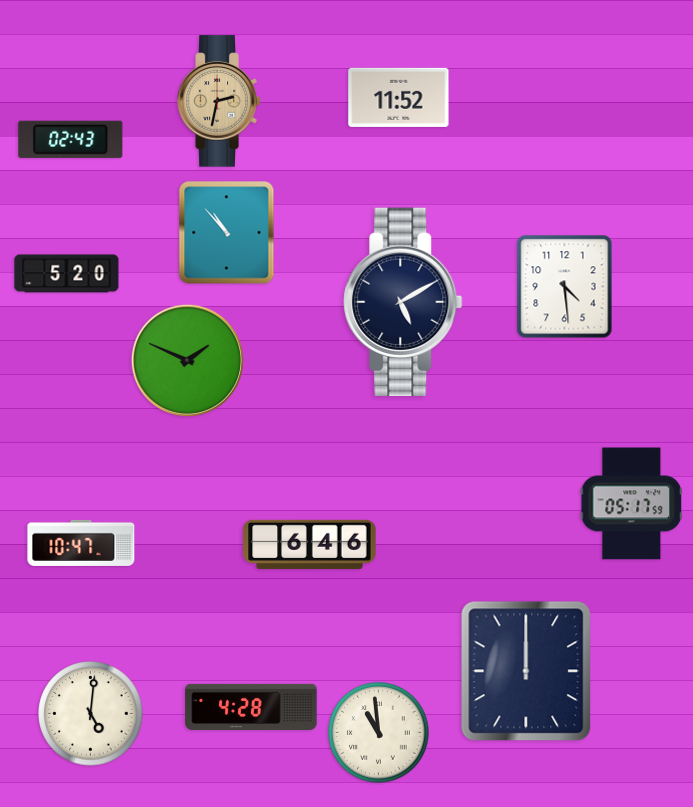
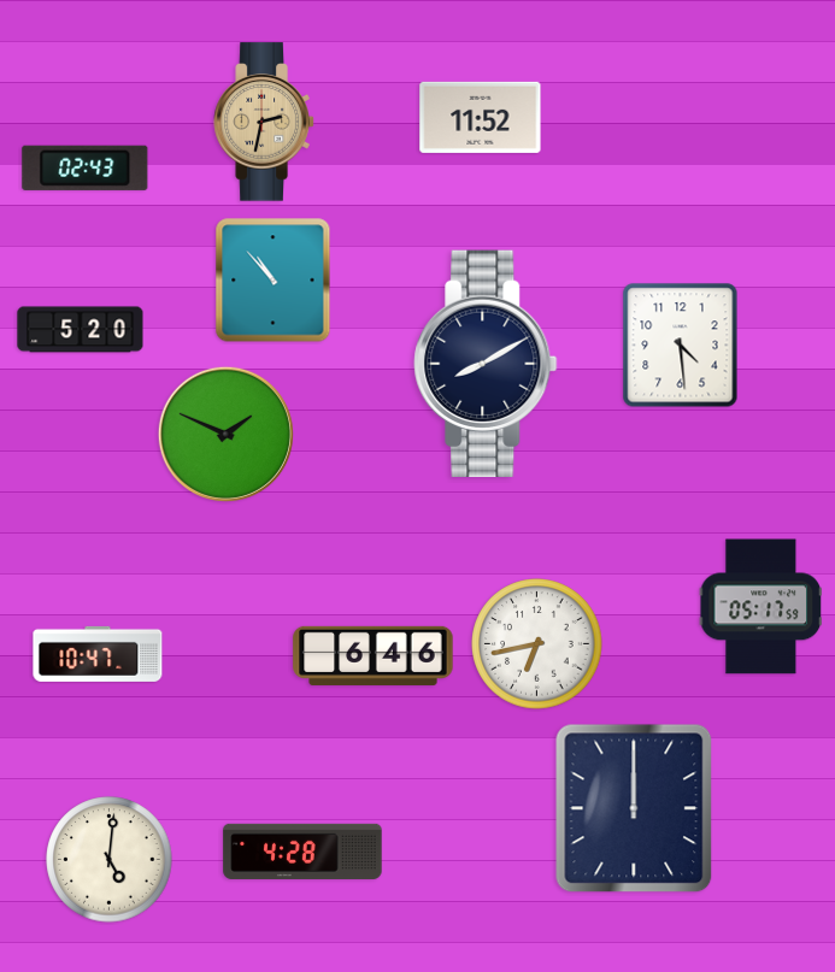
clock at (403, 301): 5:10 -> 8:10
clock at (537, 644): none -> 6:43
clock at (379, 733): 10:59 -> none
